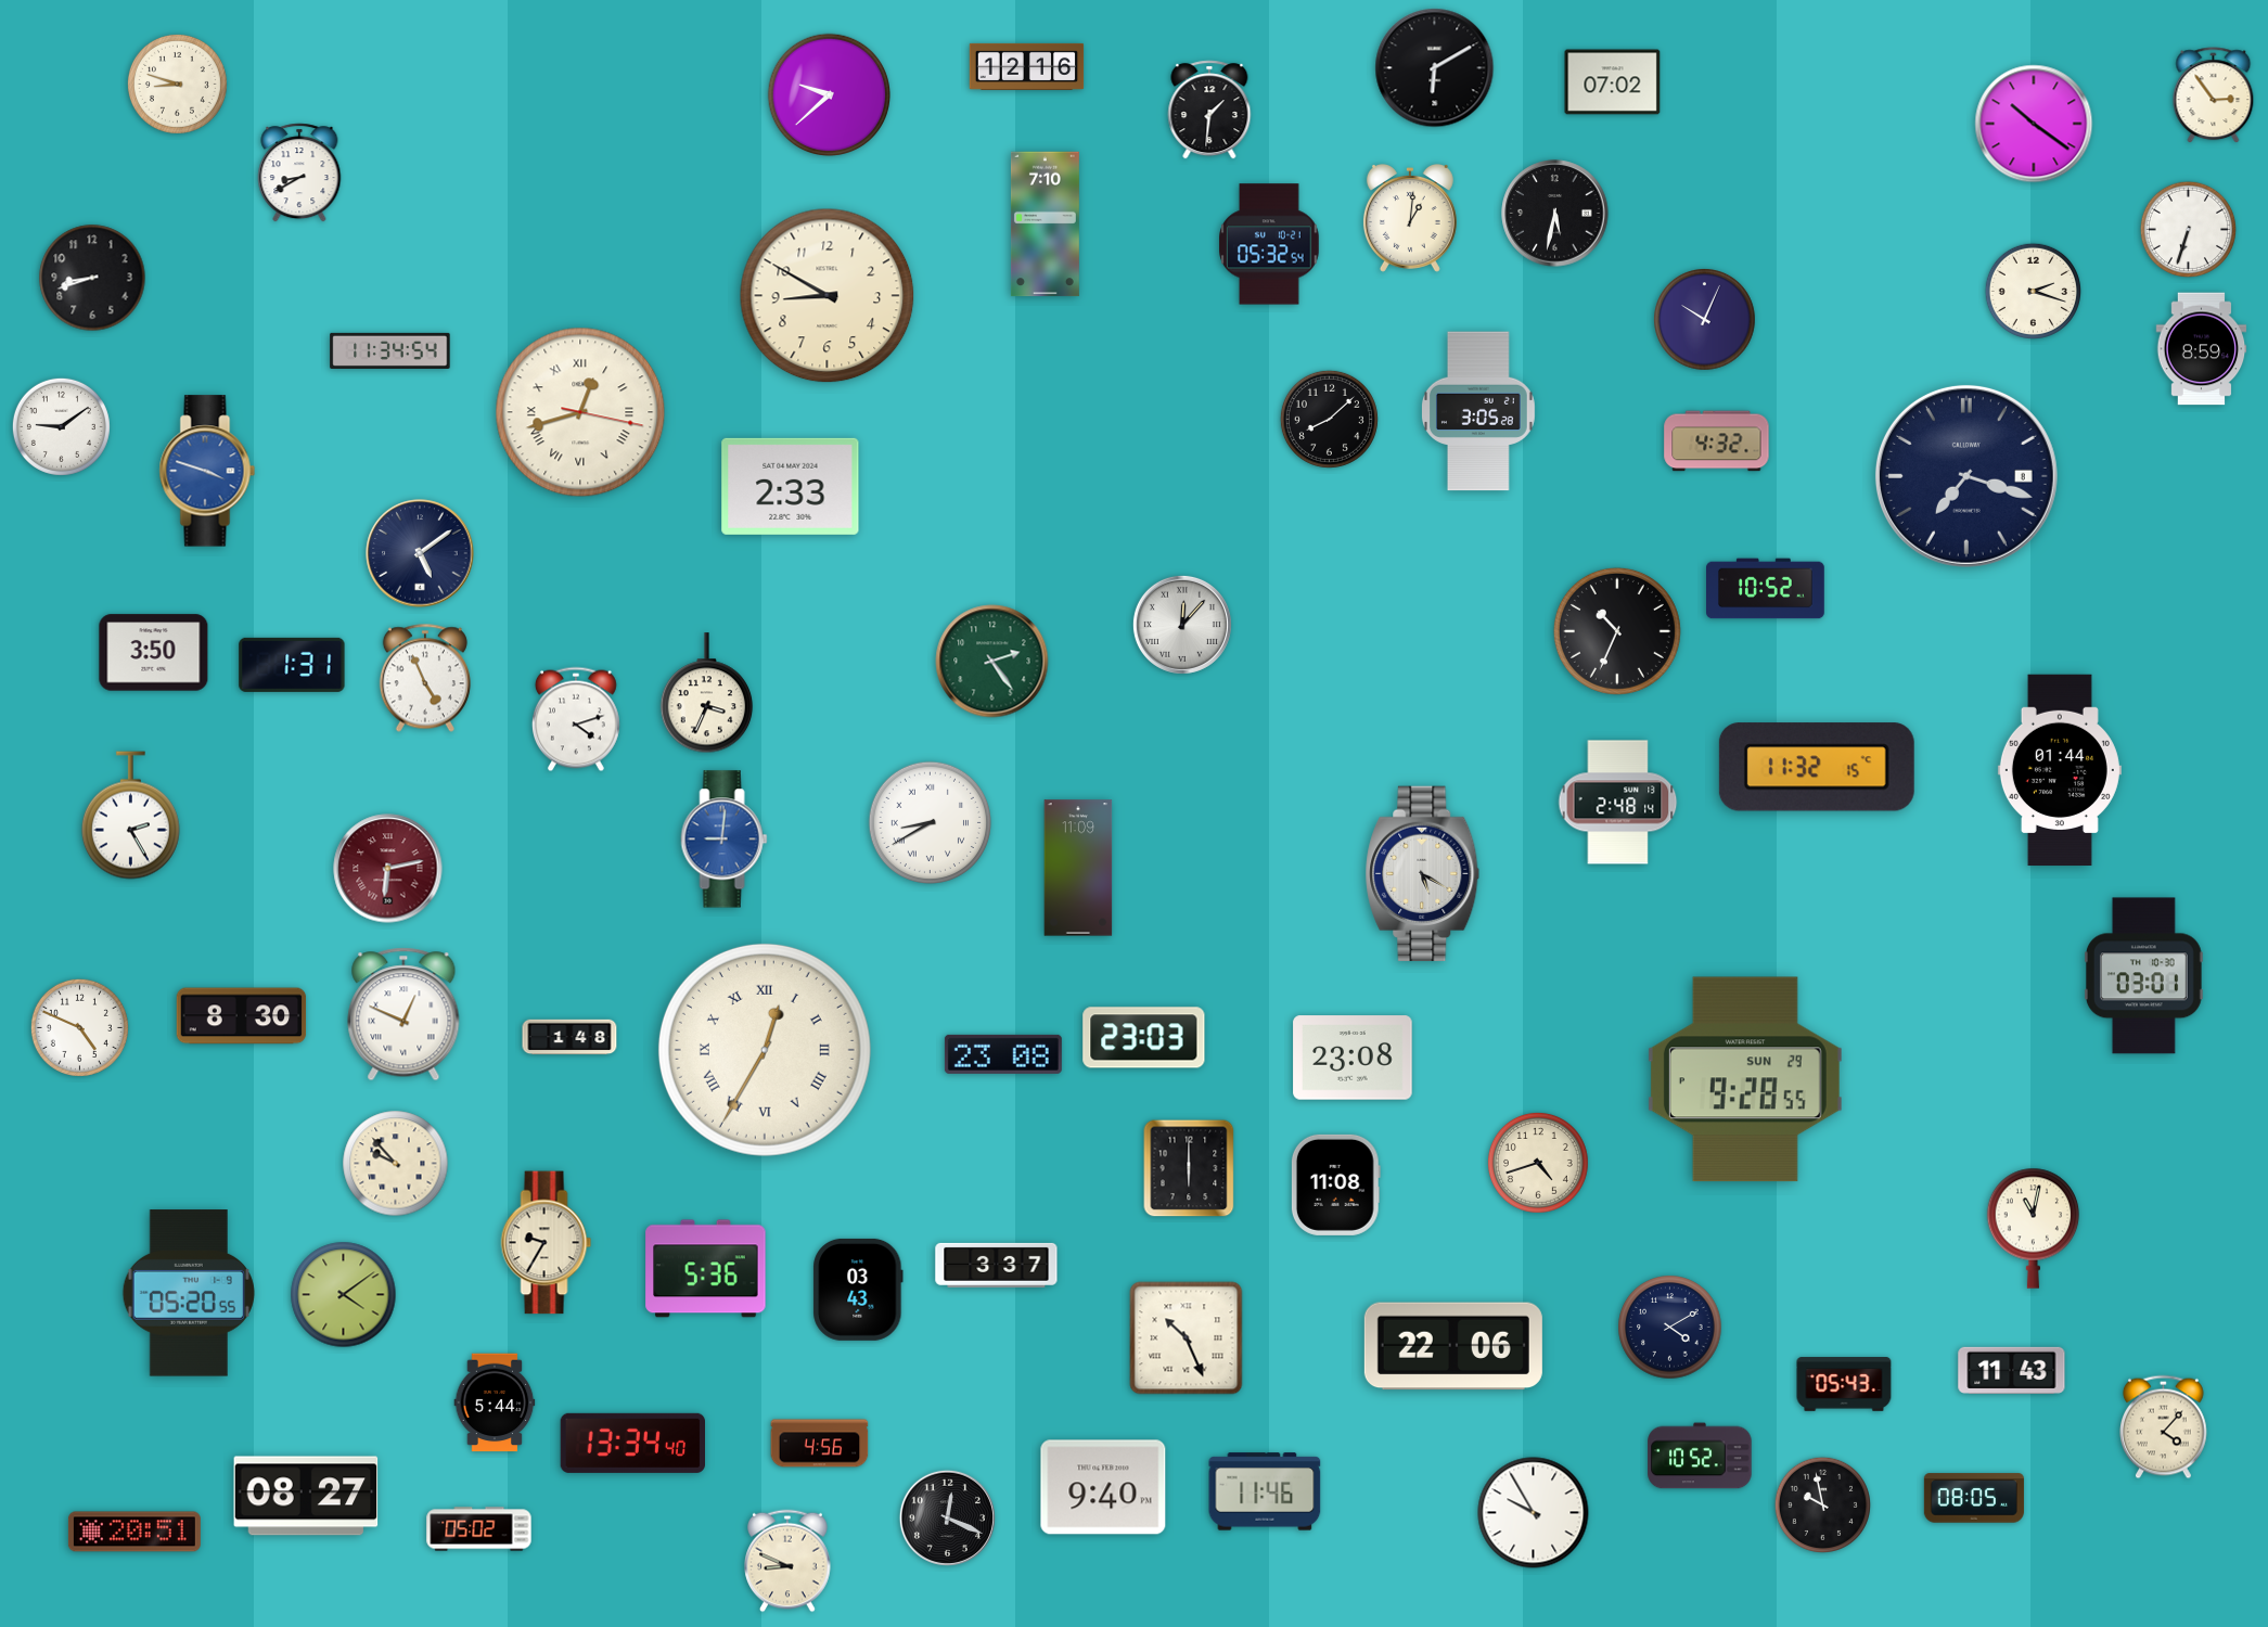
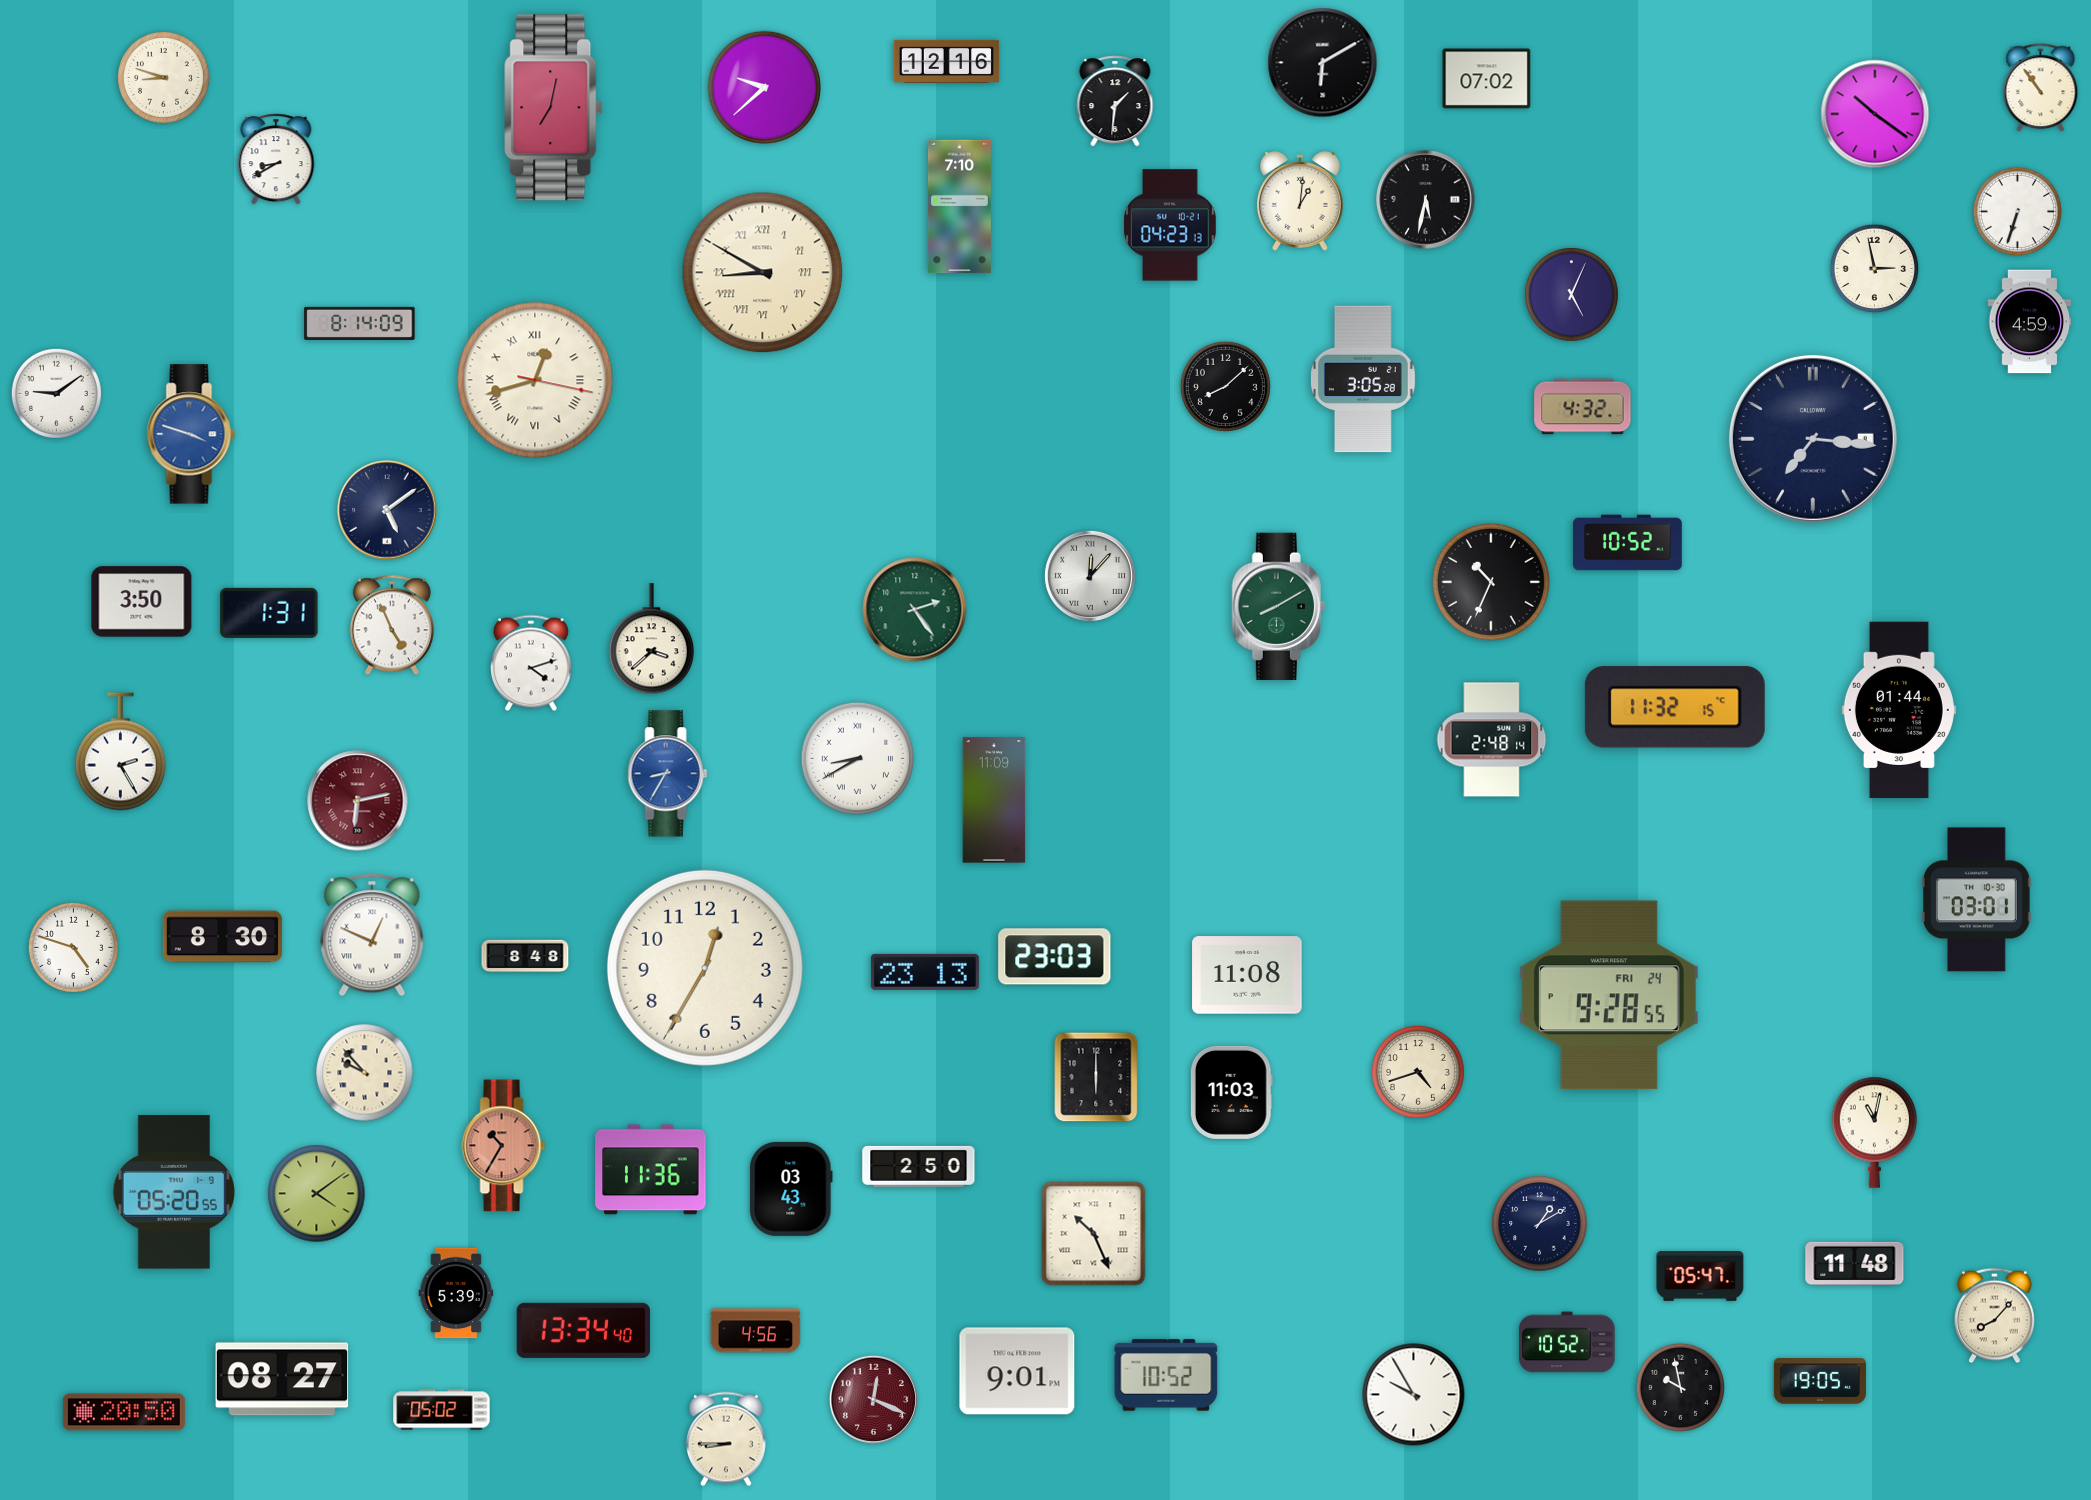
clock at (1613, 82) position: (1613, 82) -> (1487, 79)
clock at (2214, 95): 2:54 -> 10:54
clock at (554, 108): none -> 7:02
clock at (1555, 214) position: (1555, 214) -> (1426, 200)
clock at (1045, 225) position: (1045, 225) -> (959, 207)
clock at (1269, 244): 05:32 -> 04:23
clock at (92, 278): 8:42 -> none
clock at (2033, 291): 2:18 -> 2:58
clock at (828, 296) numerals: Arabic -> Roman
clock at (1705, 320): 10:04 -> 5:04
clock at (2202, 349): 8:59 -> 4:59
clock at (390, 350): 11:34 -> 8:14
clock at (1966, 476): 7:18 -> 7:16
clock at (791, 486): 2:33 -> none
clock at (1278, 607): none -> 8:10
clock at (707, 693): 3:34 -> 3:38
clock at (725, 840): 9:01 -> 8:35
clock at (1423, 874): 5:20 -> none
clock at (79, 1027): 4:49 -> 4:48
clock at (569, 1037): 1:48 -> 8:48
clock at (765, 1050) numerals: Roman -> Arabic
clock at (1003, 1054): 23:08 -> 23:13
clock at (1353, 1058): 23:08 -> 11:08
clock at (1745, 1079) date: SUN 29 -> FRI 24
clock at (1335, 1184): 11:08 -> 11:03
clock at (547, 1243): 9:35 -> 10:35
clock at (547, 1243) dial: cream -> salmon
clock at (997, 1265): 3:37 -> 2:50
clock at (706, 1269): 5:36 -> 11:36
clock at (1670, 1328): 4:10 -> 1:10
clock at (1453, 1346): 22:06 -> none
clock at (2012, 1370): 11:43 -> 11:48
clock at (1844, 1384): 05:43 -> 05:47
clock at (495, 1402): 5:44 -> 5:39
clock at (2164, 1427): 4:07 -> 8:07
clock at (1103, 1487): 9:40 -> 9:01
clock at (1265, 1491): 11:46 -> 10:52
clock at (1974, 1498): 08:05 -> 19:05
clock at (947, 1517) dial: black -> burgundy
clock at (134, 1532): 20:51 -> 20:50
clock at (787, 1561): 8:49 -> 8:45
